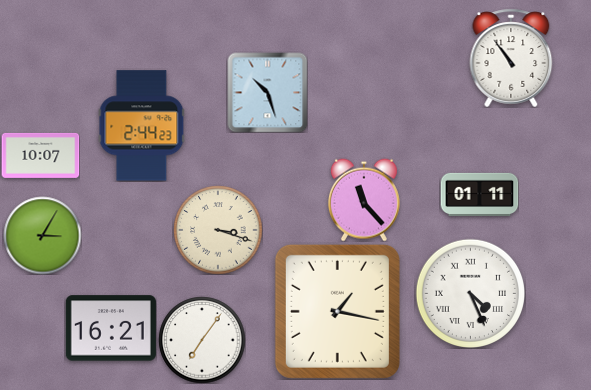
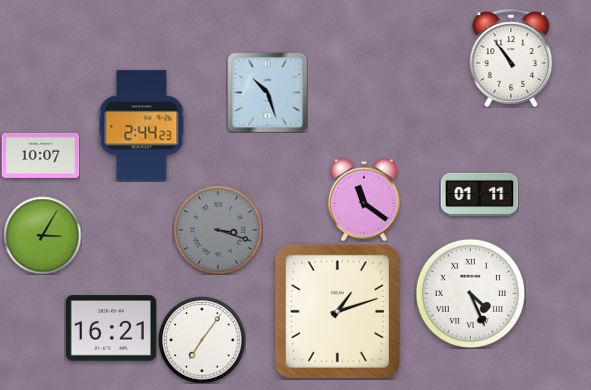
clock at (364, 200): 11:23 -> 11:21
clock at (218, 230) dial: cream -> grey
clock at (337, 311): 1:17 -> 1:12
